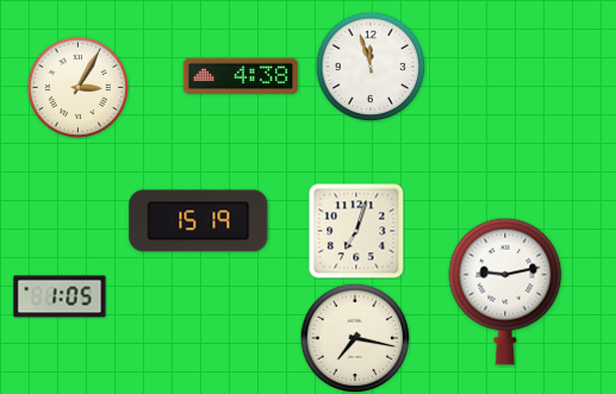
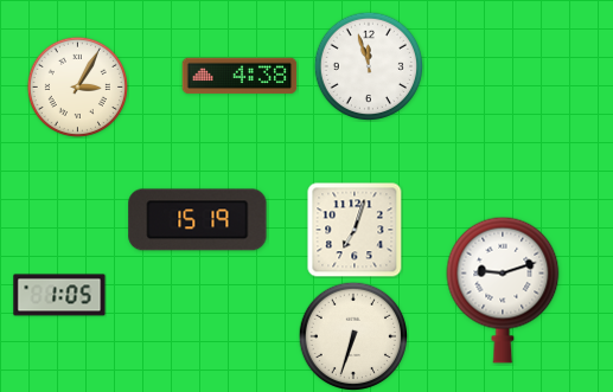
clock at (505, 292): 9:13 -> 9:12
clock at (355, 338): 7:17 -> 6:33
